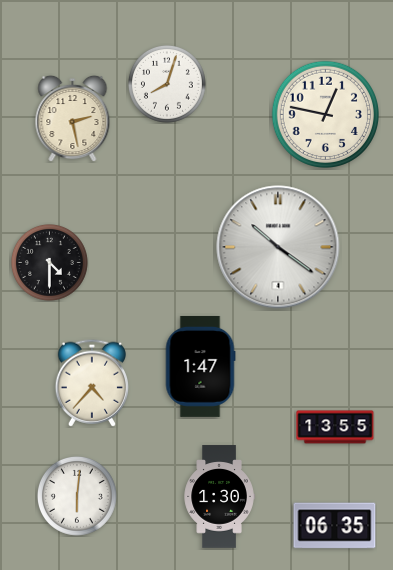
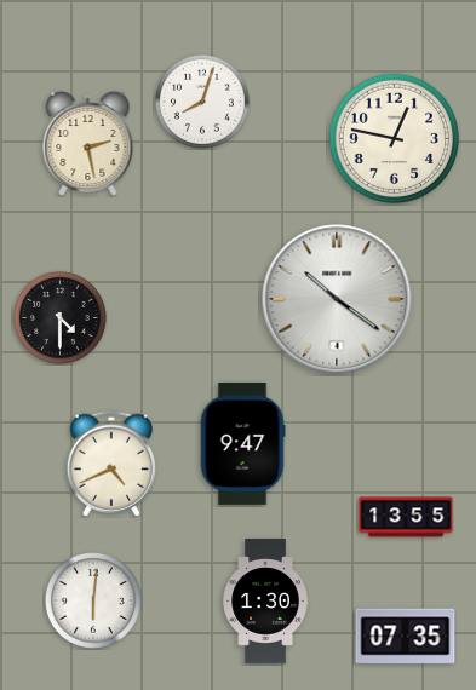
clock at (200, 366): 1:47 -> 9:47
clock at (91, 383): 4:37 -> 4:41
clock at (335, 526): 06:35 -> 07:35
